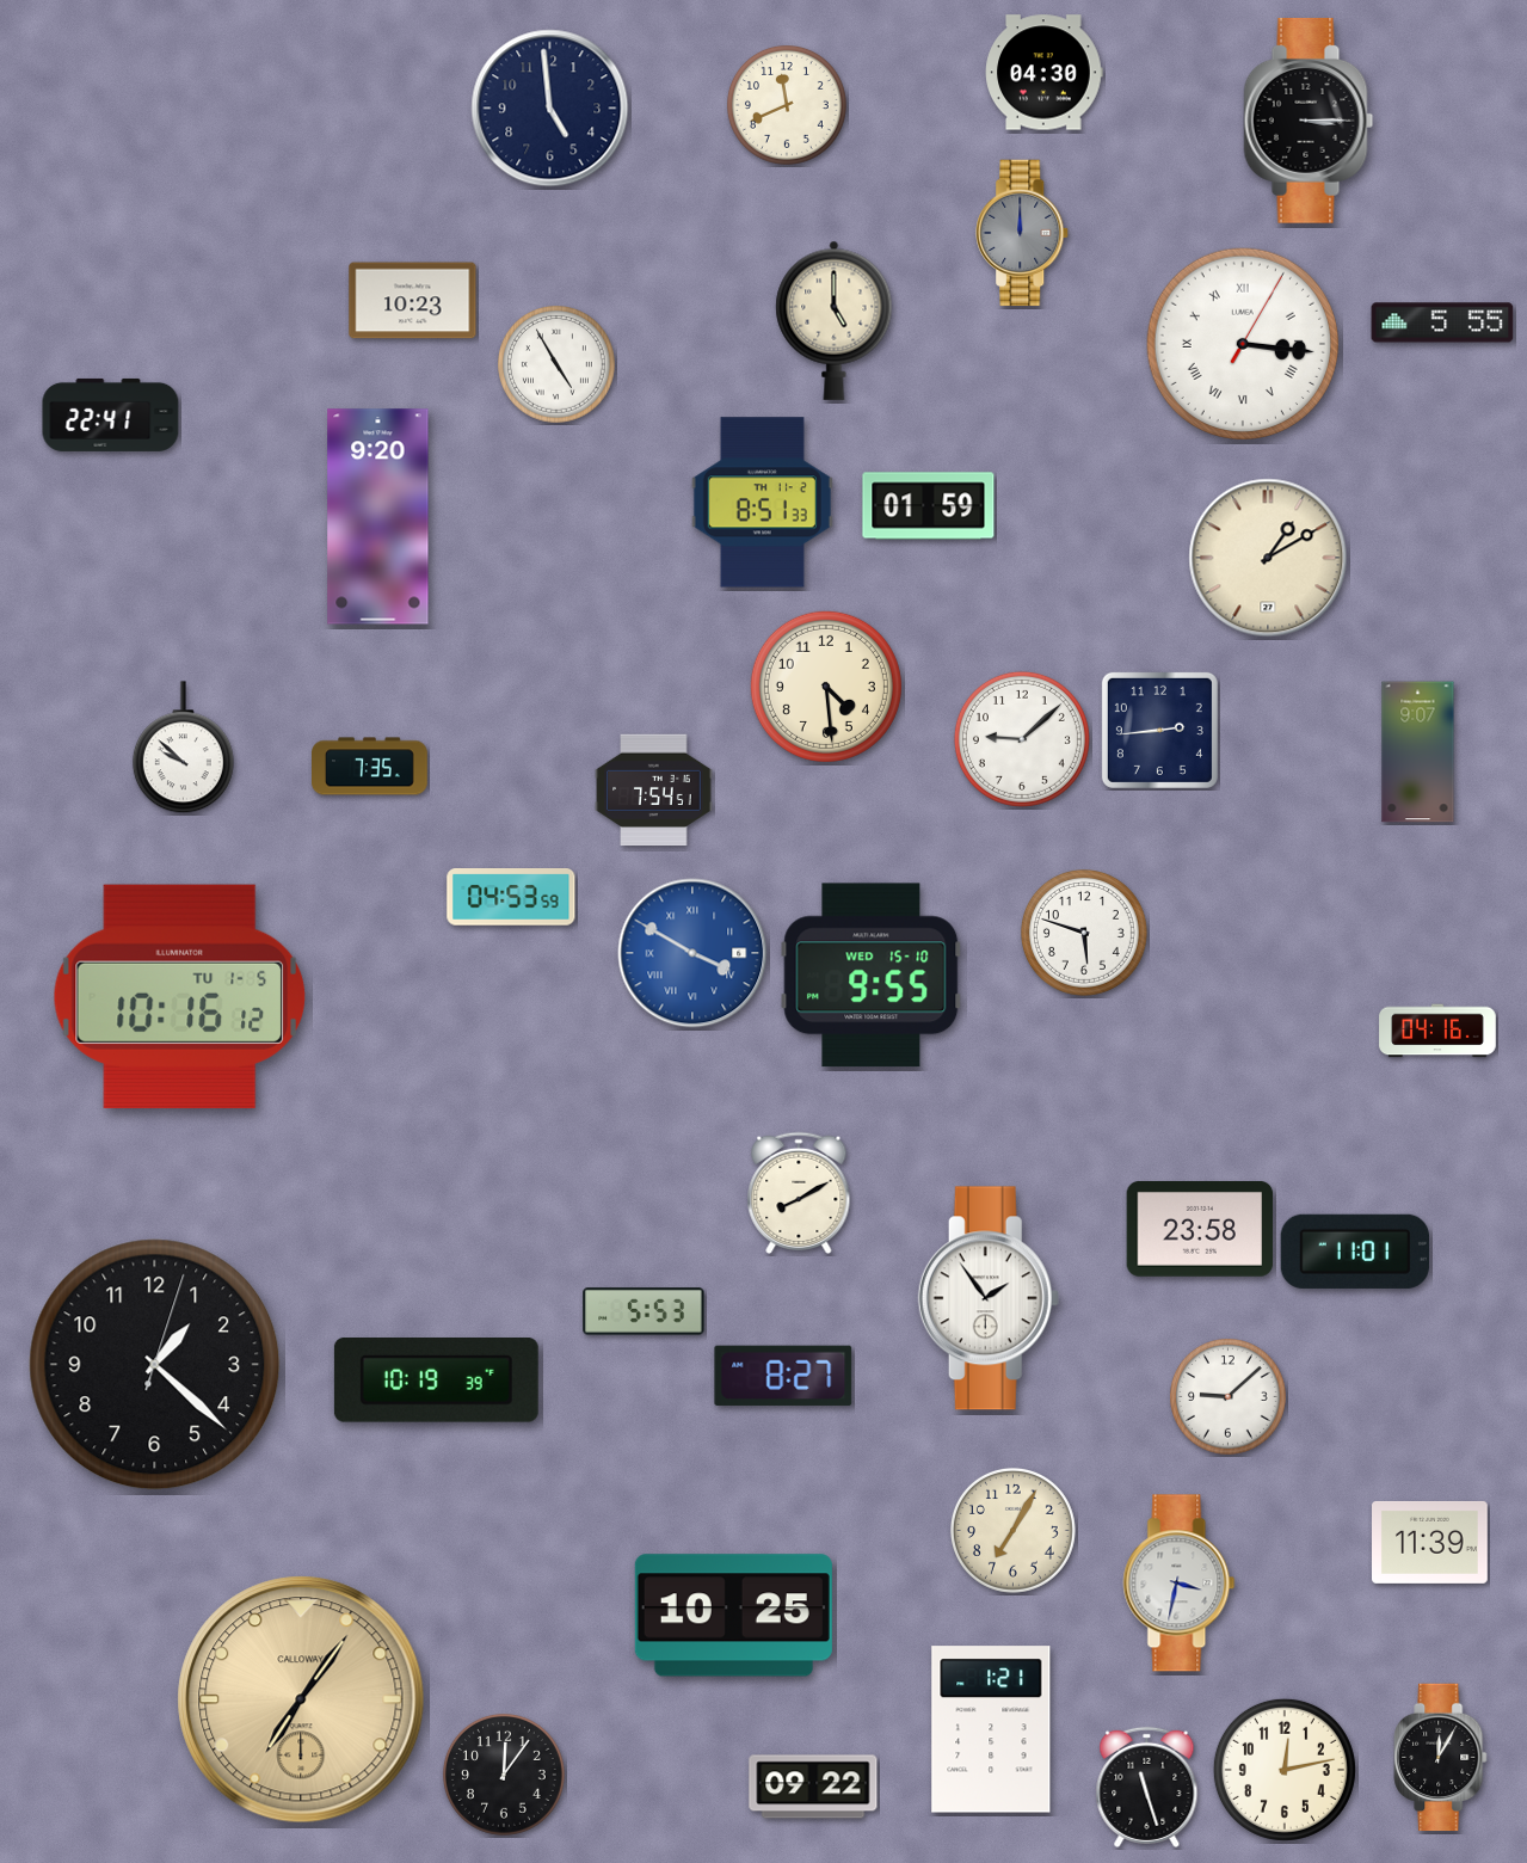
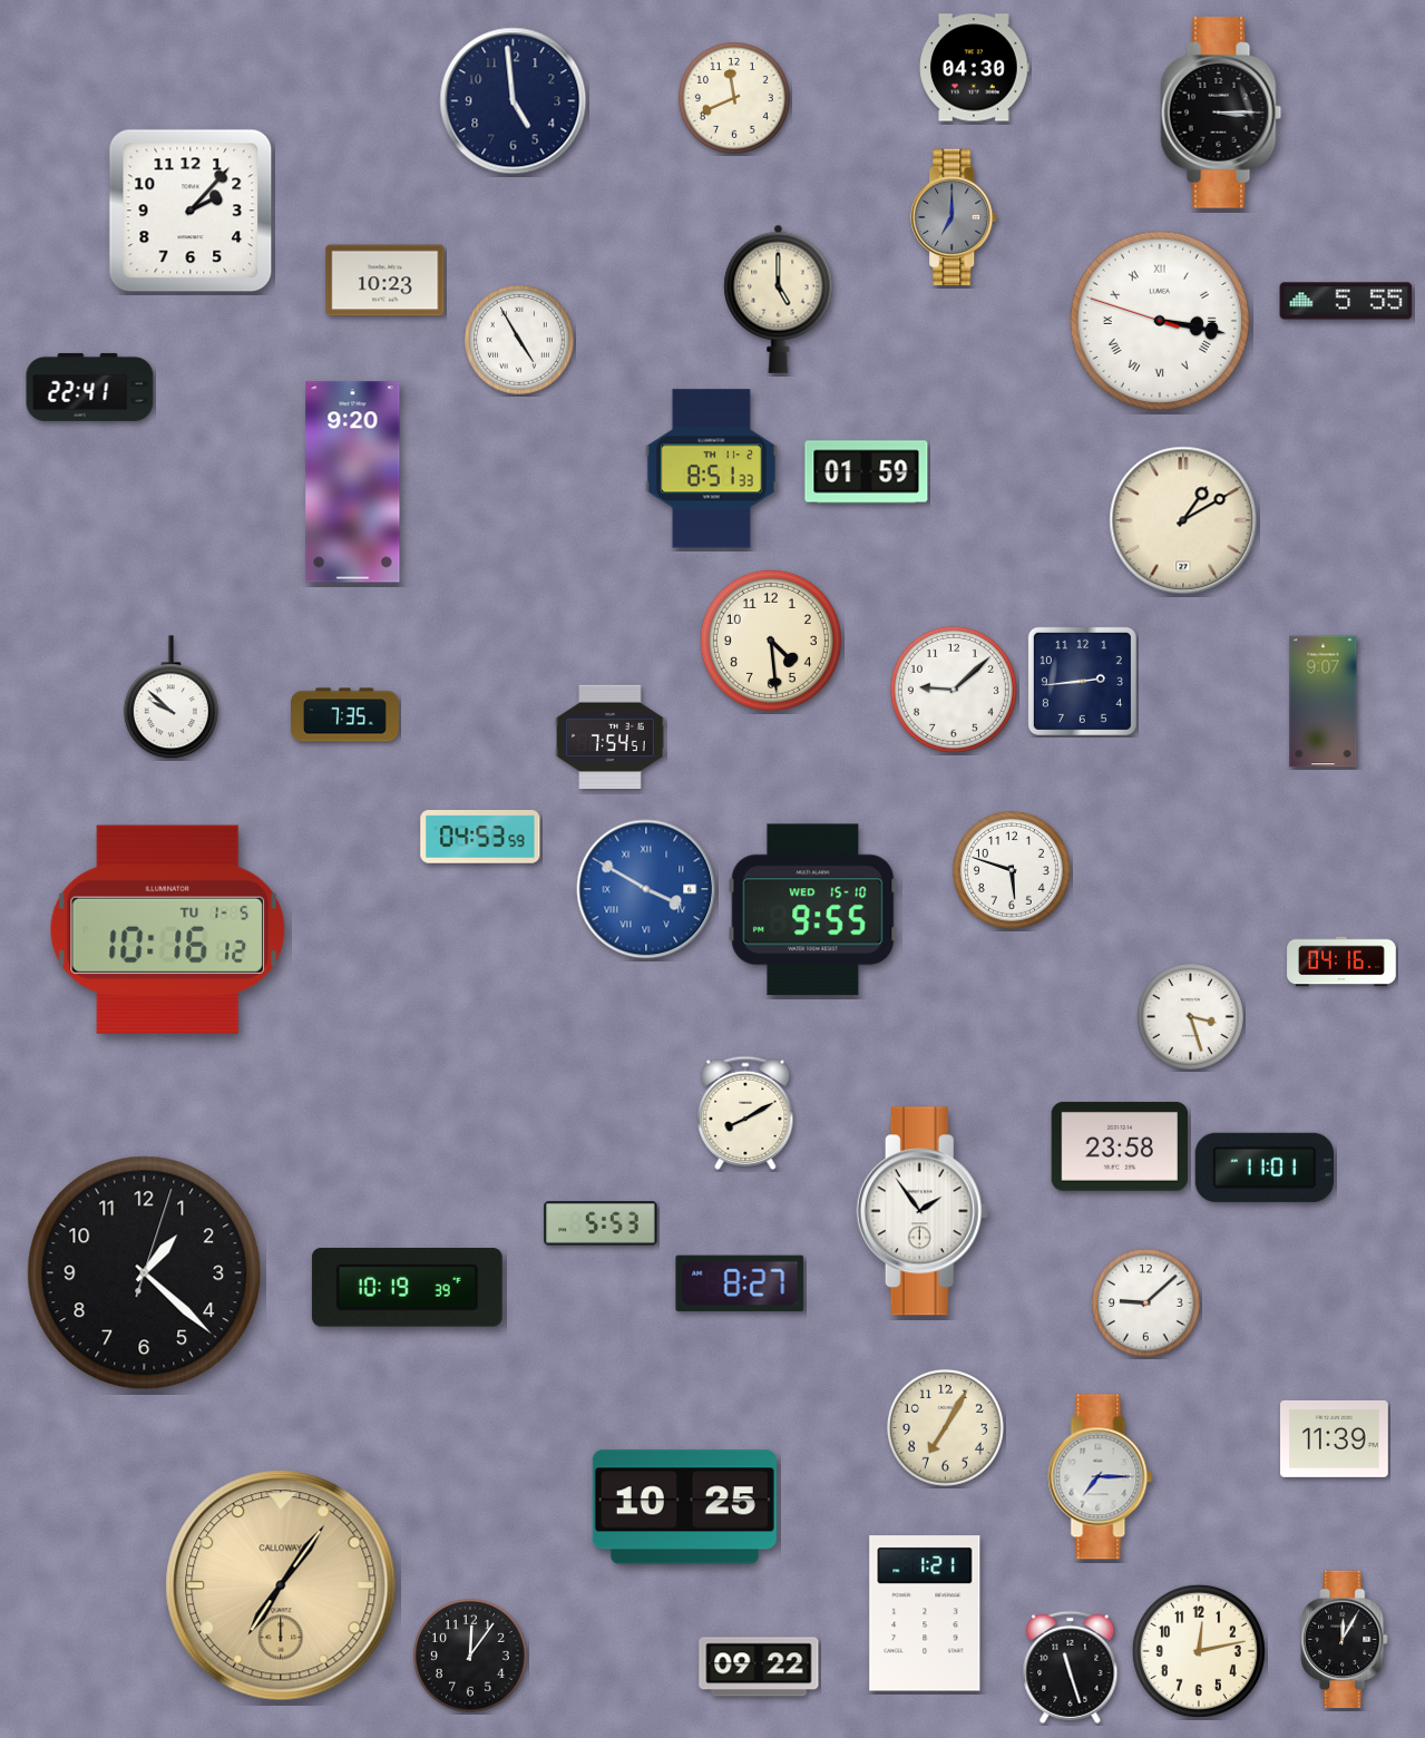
clock at (191, 211): none -> 2:07
clock at (1023, 233): 12:00 -> 7:00
clock at (1243, 344): 3:16:05 -> 3:16:48
clock at (111, 414) position: (111, 414) -> (90, 387)
clock at (511, 898) position: (511, 898) -> (480, 838)
clock at (1191, 1017): none -> 3:27
clock at (783, 1376) position: (783, 1376) -> (740, 1283)
clock at (1180, 1584): 3:32 -> 7:15
